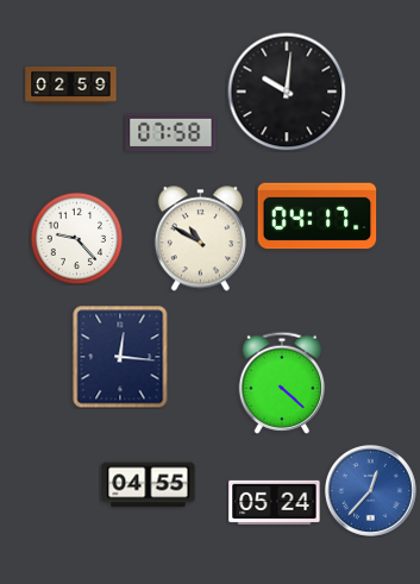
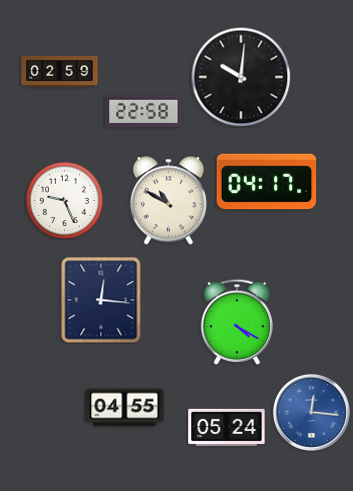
clock at (171, 133): 07:58 -> 22:58
clock at (76, 238): 9:23 -> 9:26
clock at (282, 383): 4:22 -> 4:20
clock at (370, 490): 12:37 -> 12:16
clock at (275, 502) position: (275, 502) -> (227, 427)
